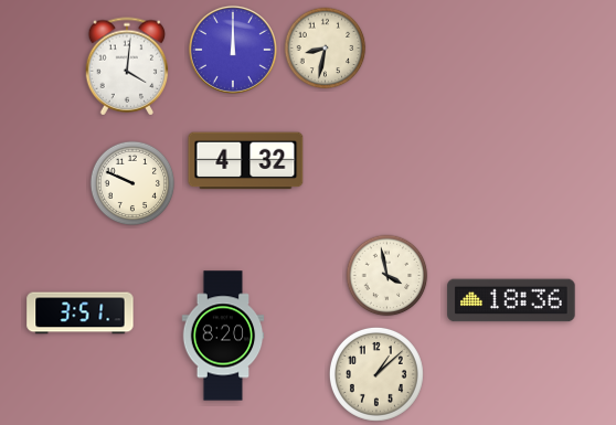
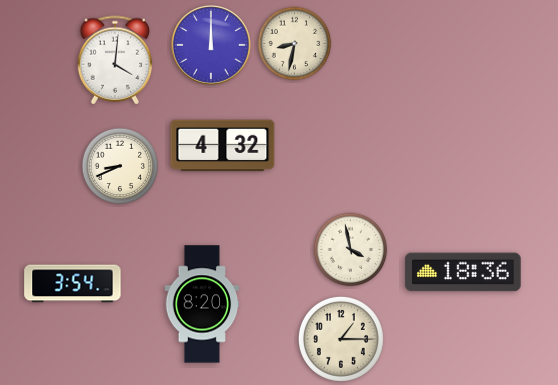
clock at (132, 183): 9:49 -> 8:41
clock at (81, 314): 3:51 -> 3:54
clock at (376, 374): 1:08 -> 1:15
